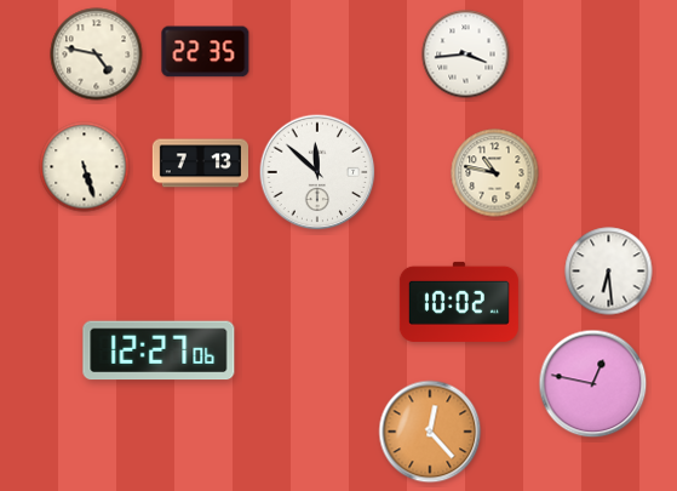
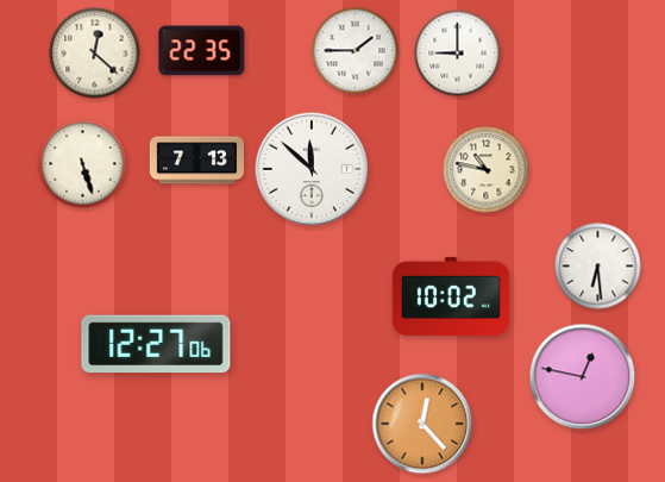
clock at (356, 51): none -> 1:45
clock at (97, 55): 4:47 -> 12:22
clock at (466, 55): 3:44 -> 9:00
